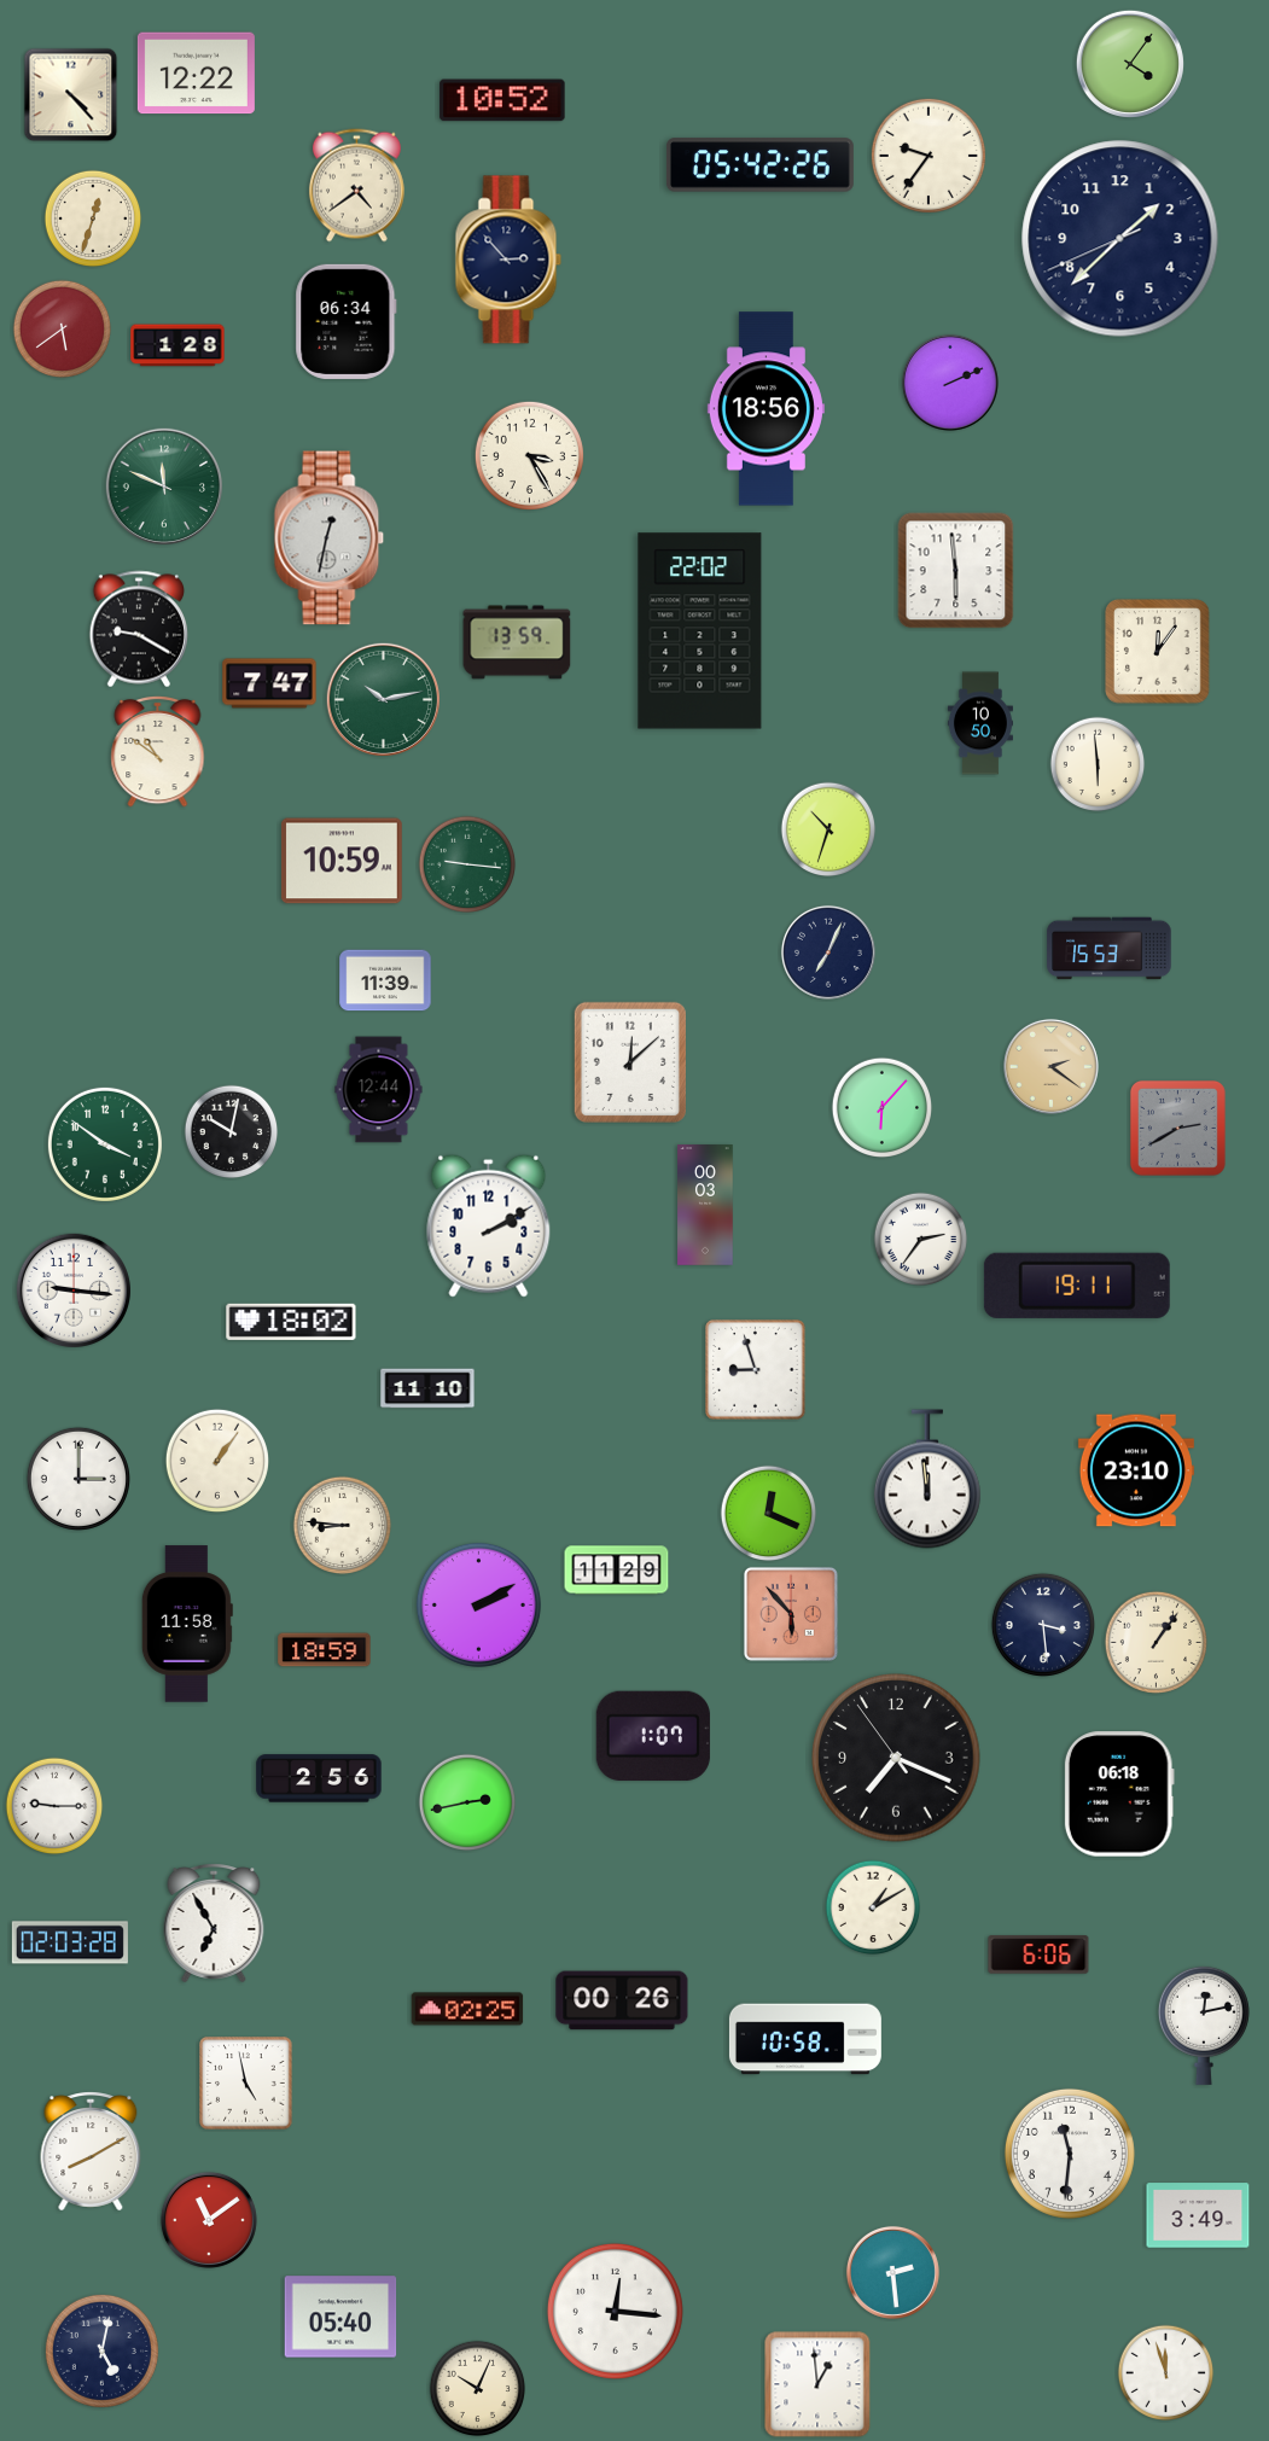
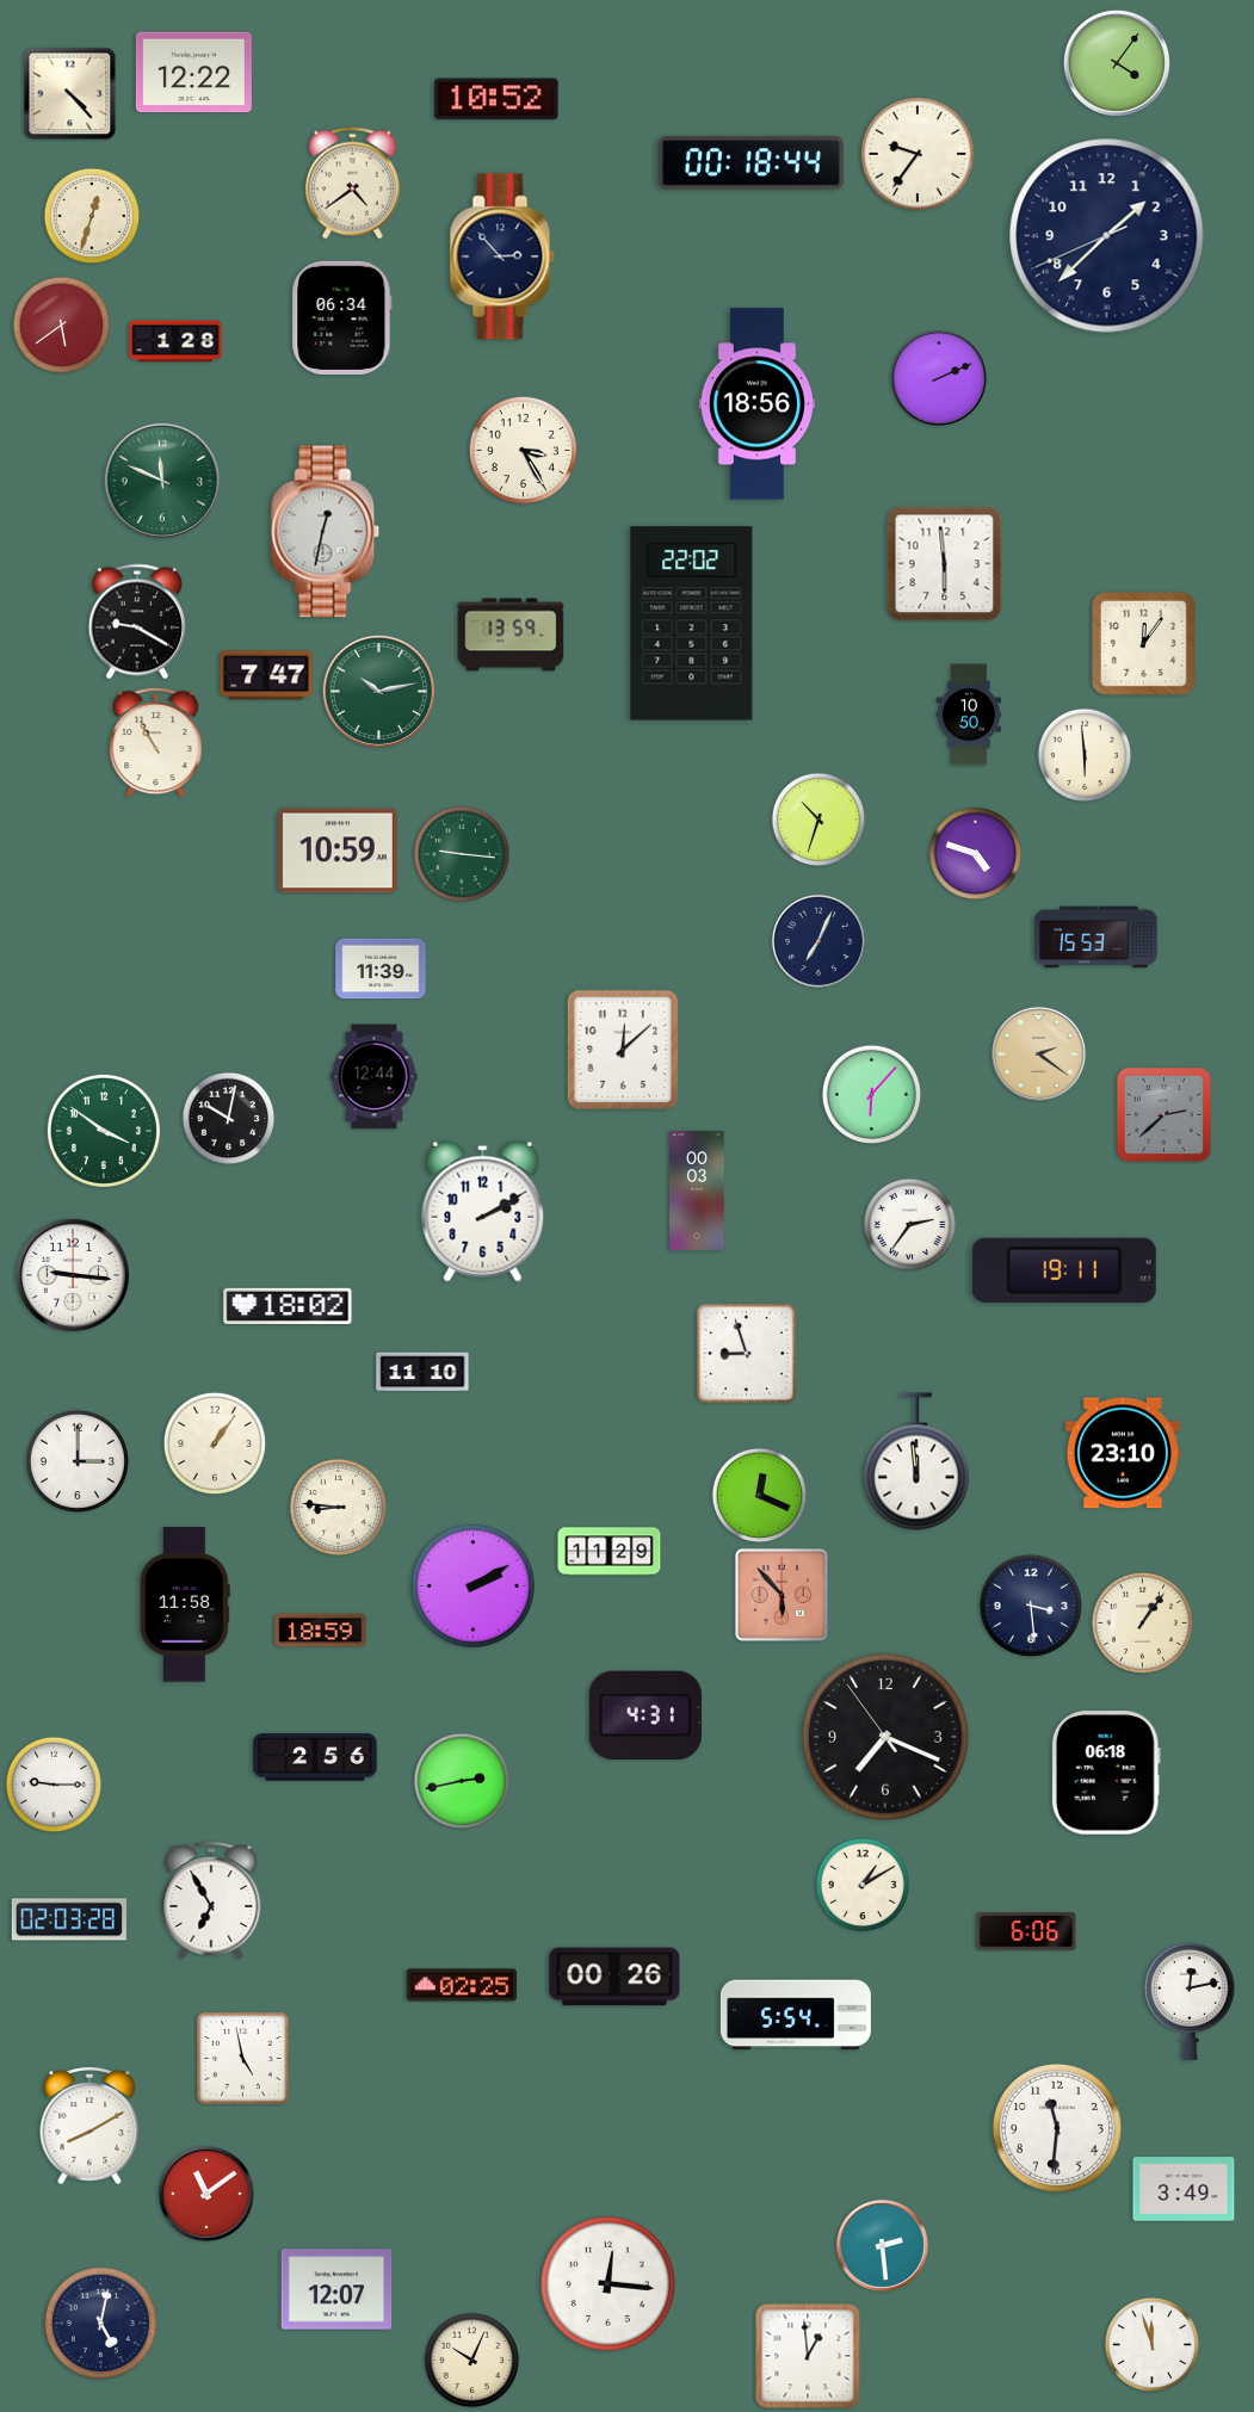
clock at (759, 165): 05:42 -> 00:18
clock at (158, 751): 10:51 -> 10:55
clock at (976, 854): none -> 4:48
clock at (1177, 1128): 2:40 -> 2:38
clock at (653, 1736): 1:07 -> 4:31
clock at (805, 2039): 10:58 -> 5:54
clock at (340, 2317): 05:40 -> 12:07
